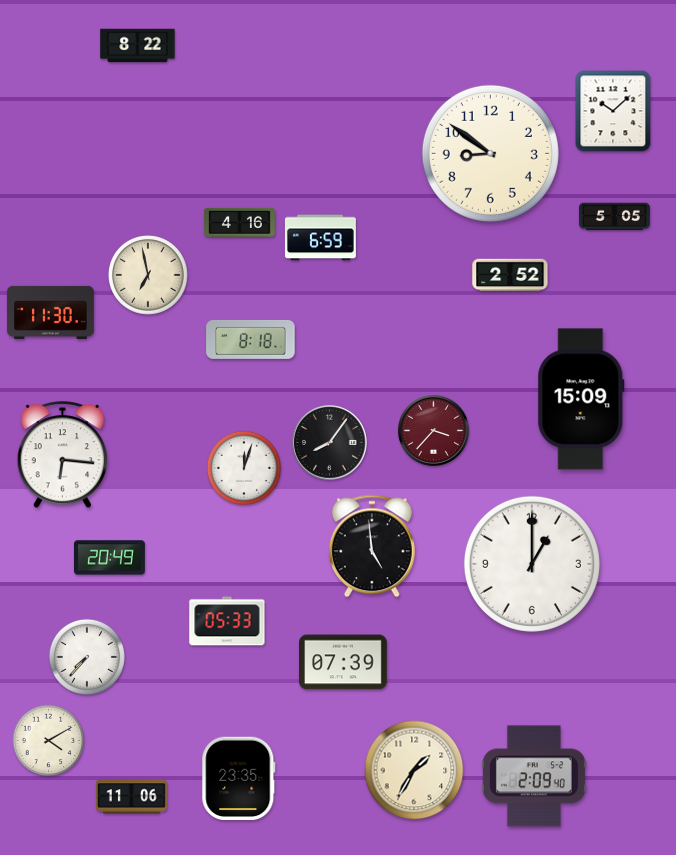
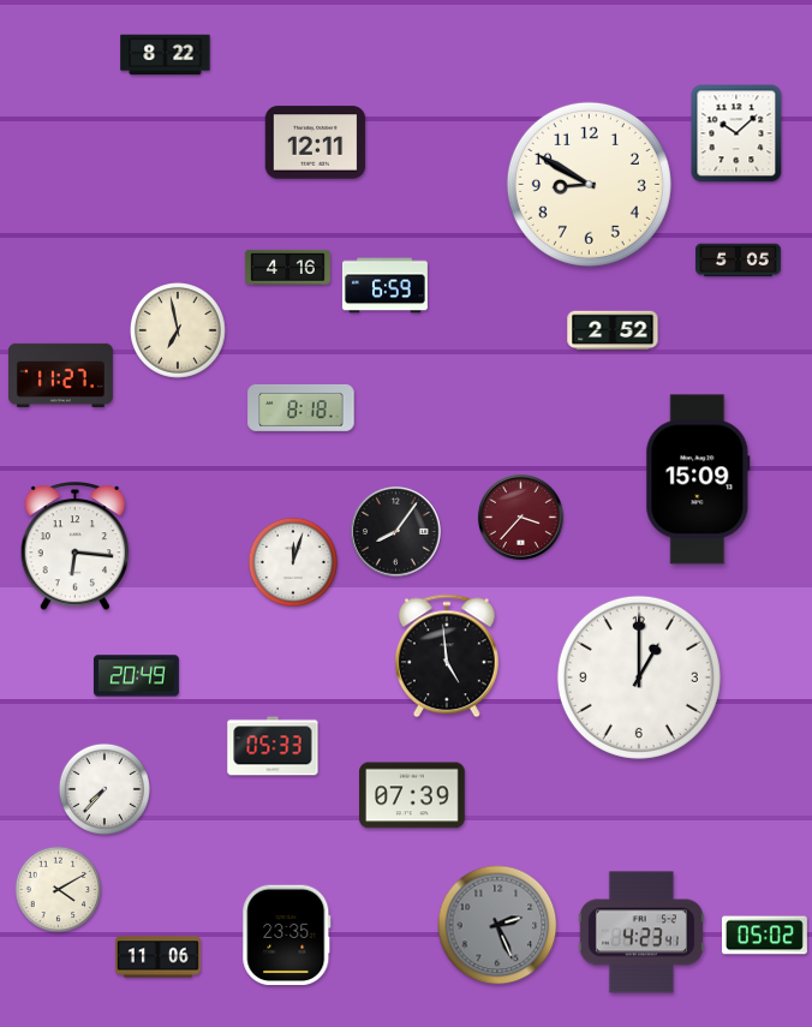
clock at (316, 143): none -> 12:11
clock at (490, 153): 8:51 -> 8:50
clock at (50, 312): 11:30 -> 11:27
clock at (109, 558) position: (109, 558) -> (136, 676)
clock at (414, 770): 1:35 -> 2:26
clock at (414, 770) dial: cream -> grey
clock at (534, 776): 2:09 -> 4:23
clock at (764, 936): none -> 05:02
